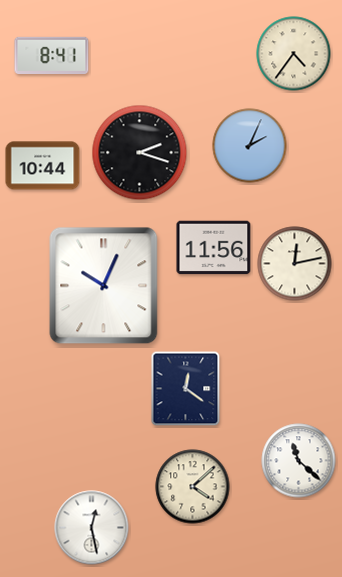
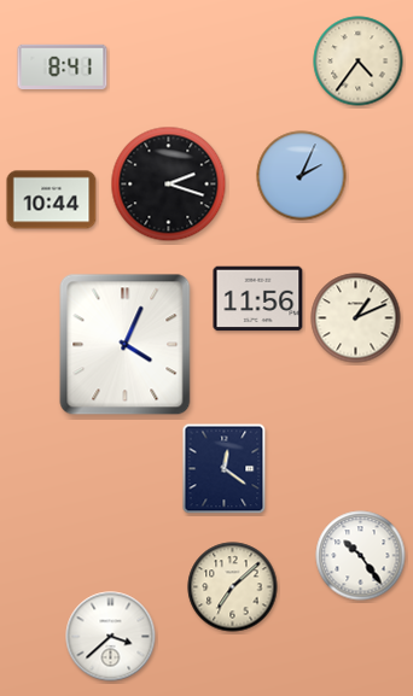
clock at (294, 54) position: (294, 54) -> (359, 62)
clock at (295, 264): 12:13 -> 1:11
clock at (104, 286): 10:04 -> 4:04
clock at (299, 461): 11:22 -> 10:24
clock at (193, 487): 4:08 -> 7:08
clock at (92, 528): 12:28 -> 3:38
